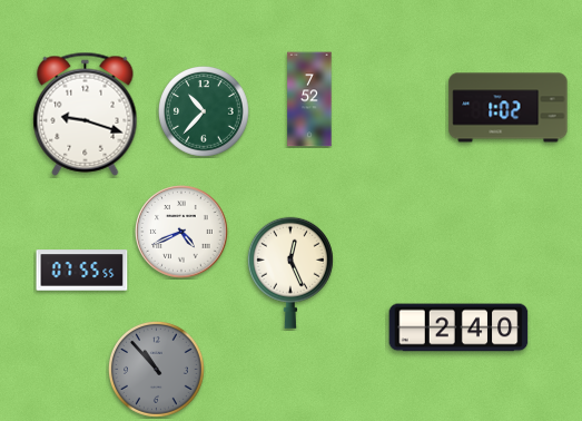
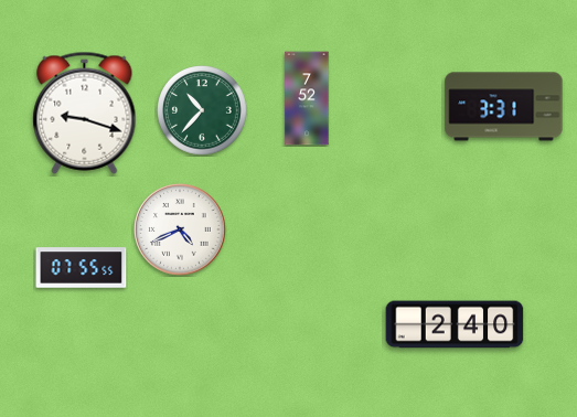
clock at (509, 108): 1:02 -> 3:31
clock at (290, 273): 12:26 -> none
clock at (156, 369): 10:53 -> none
